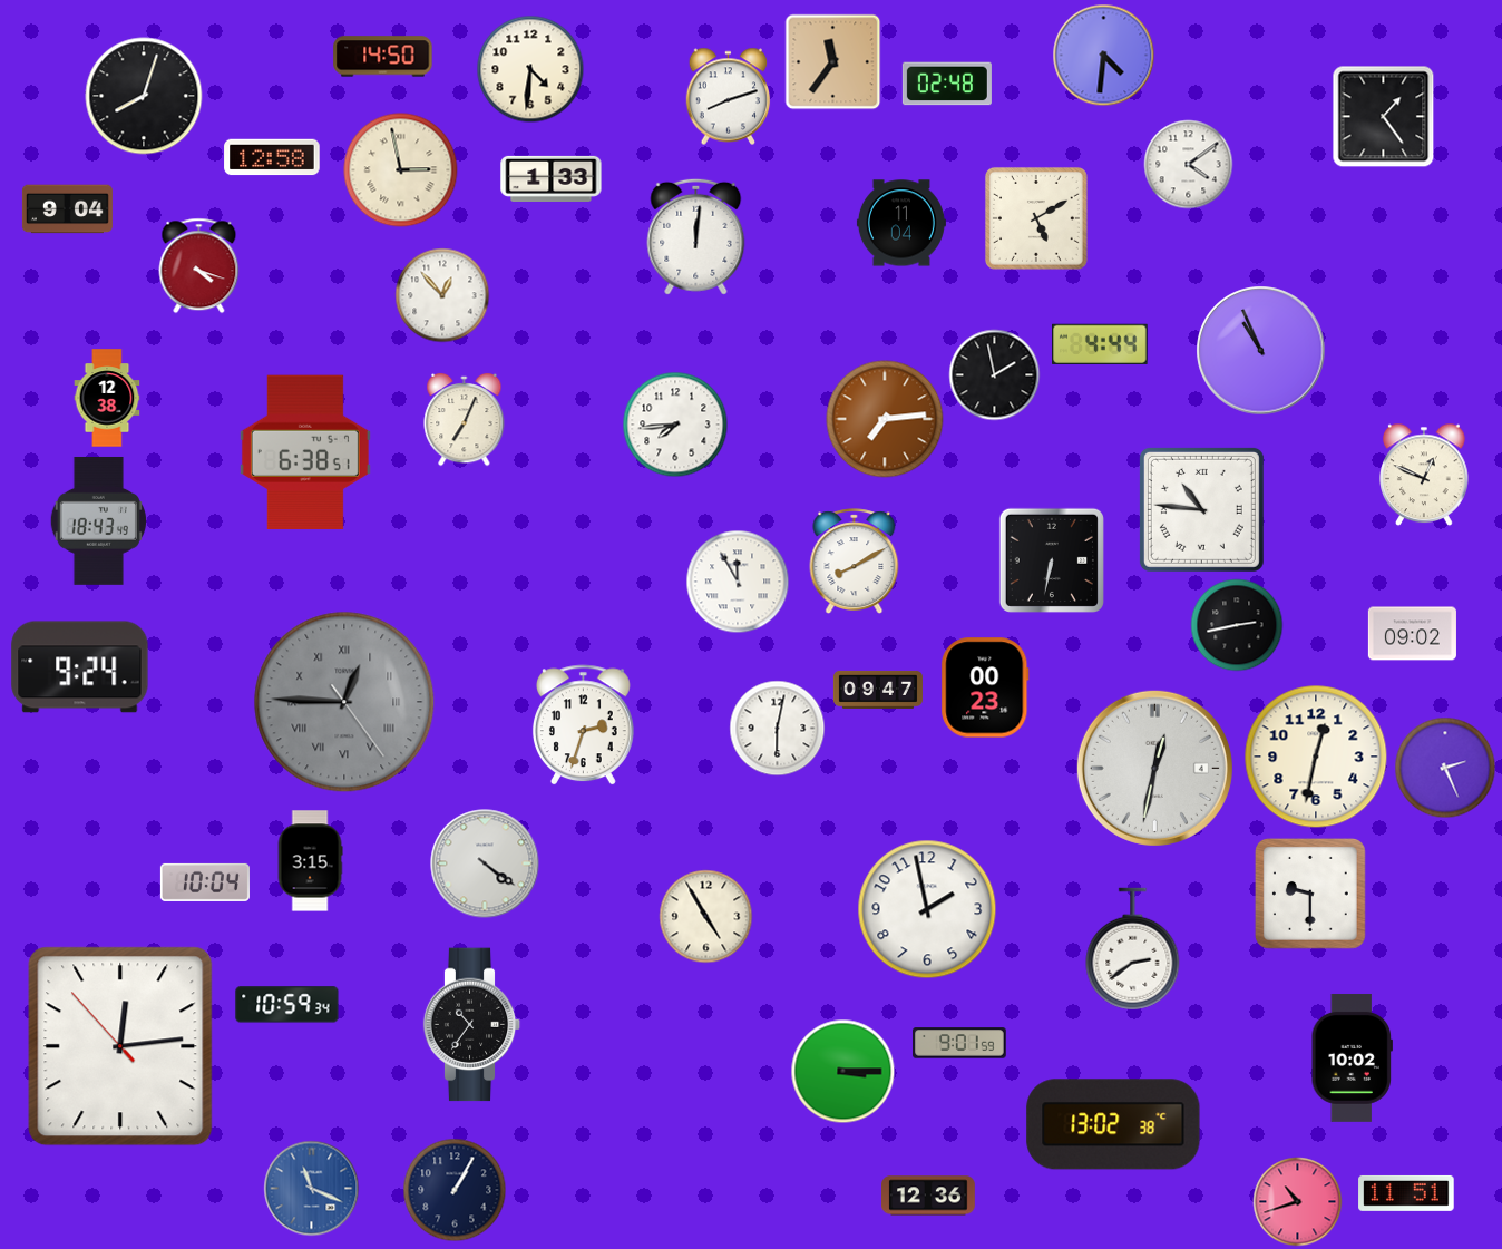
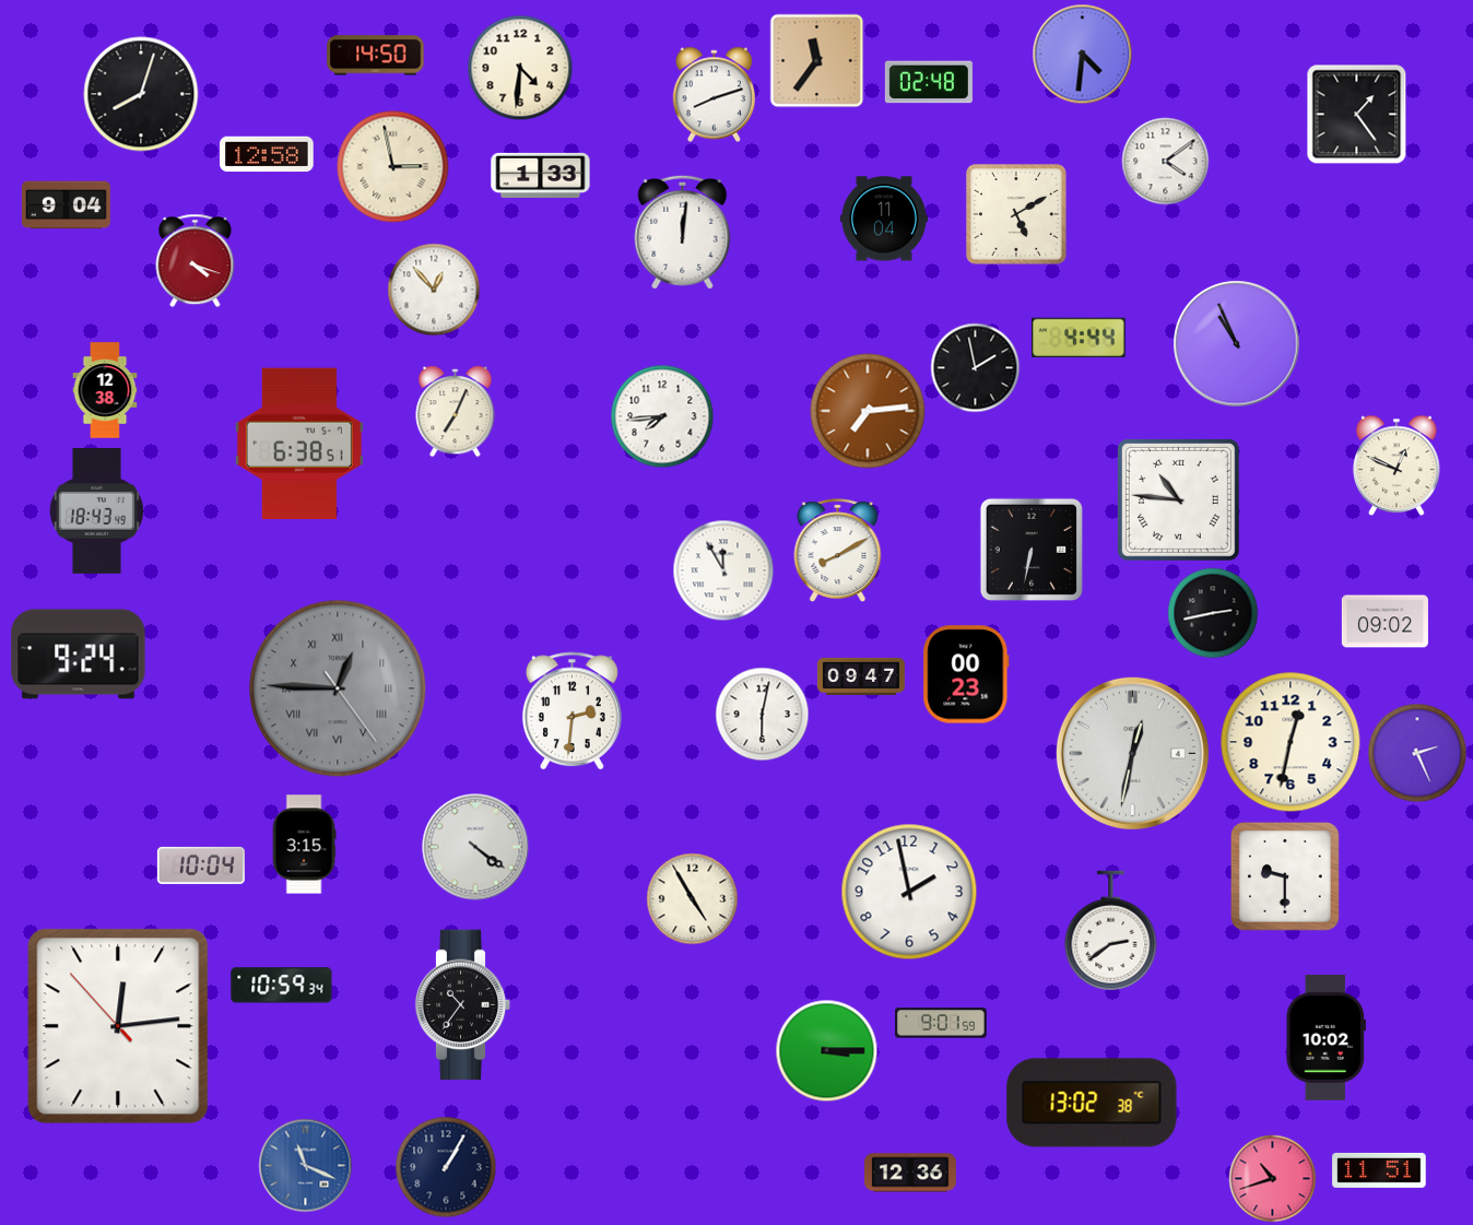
clock at (583, 725): 2:33 -> 2:31
